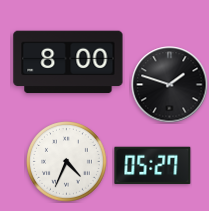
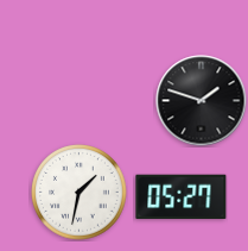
clock at (68, 62): 8:00 -> none
clock at (67, 162): 4:34 -> 1:32
